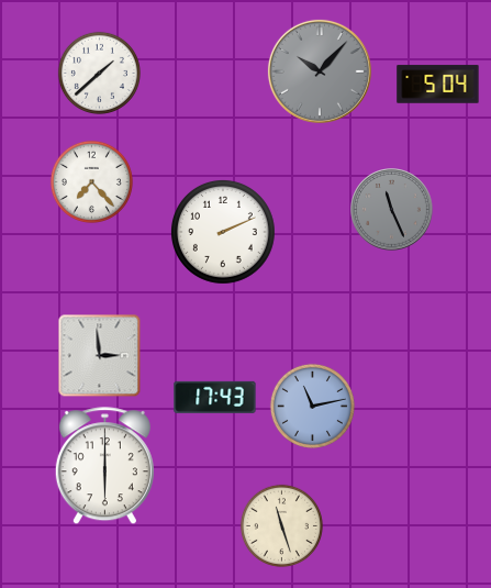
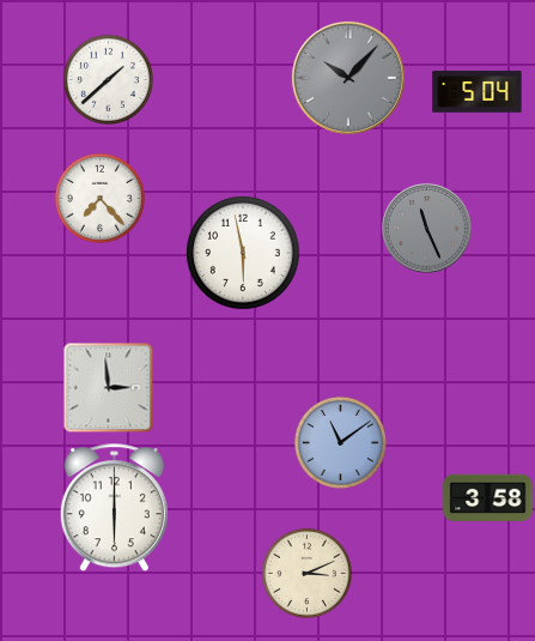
clock at (223, 232): 2:11 -> 5:58
clock at (215, 397): 17:43 -> none
clock at (312, 406): 11:13 -> 11:09
clock at (488, 497): none -> 3:58
clock at (281, 525): 11:27 -> 3:11
